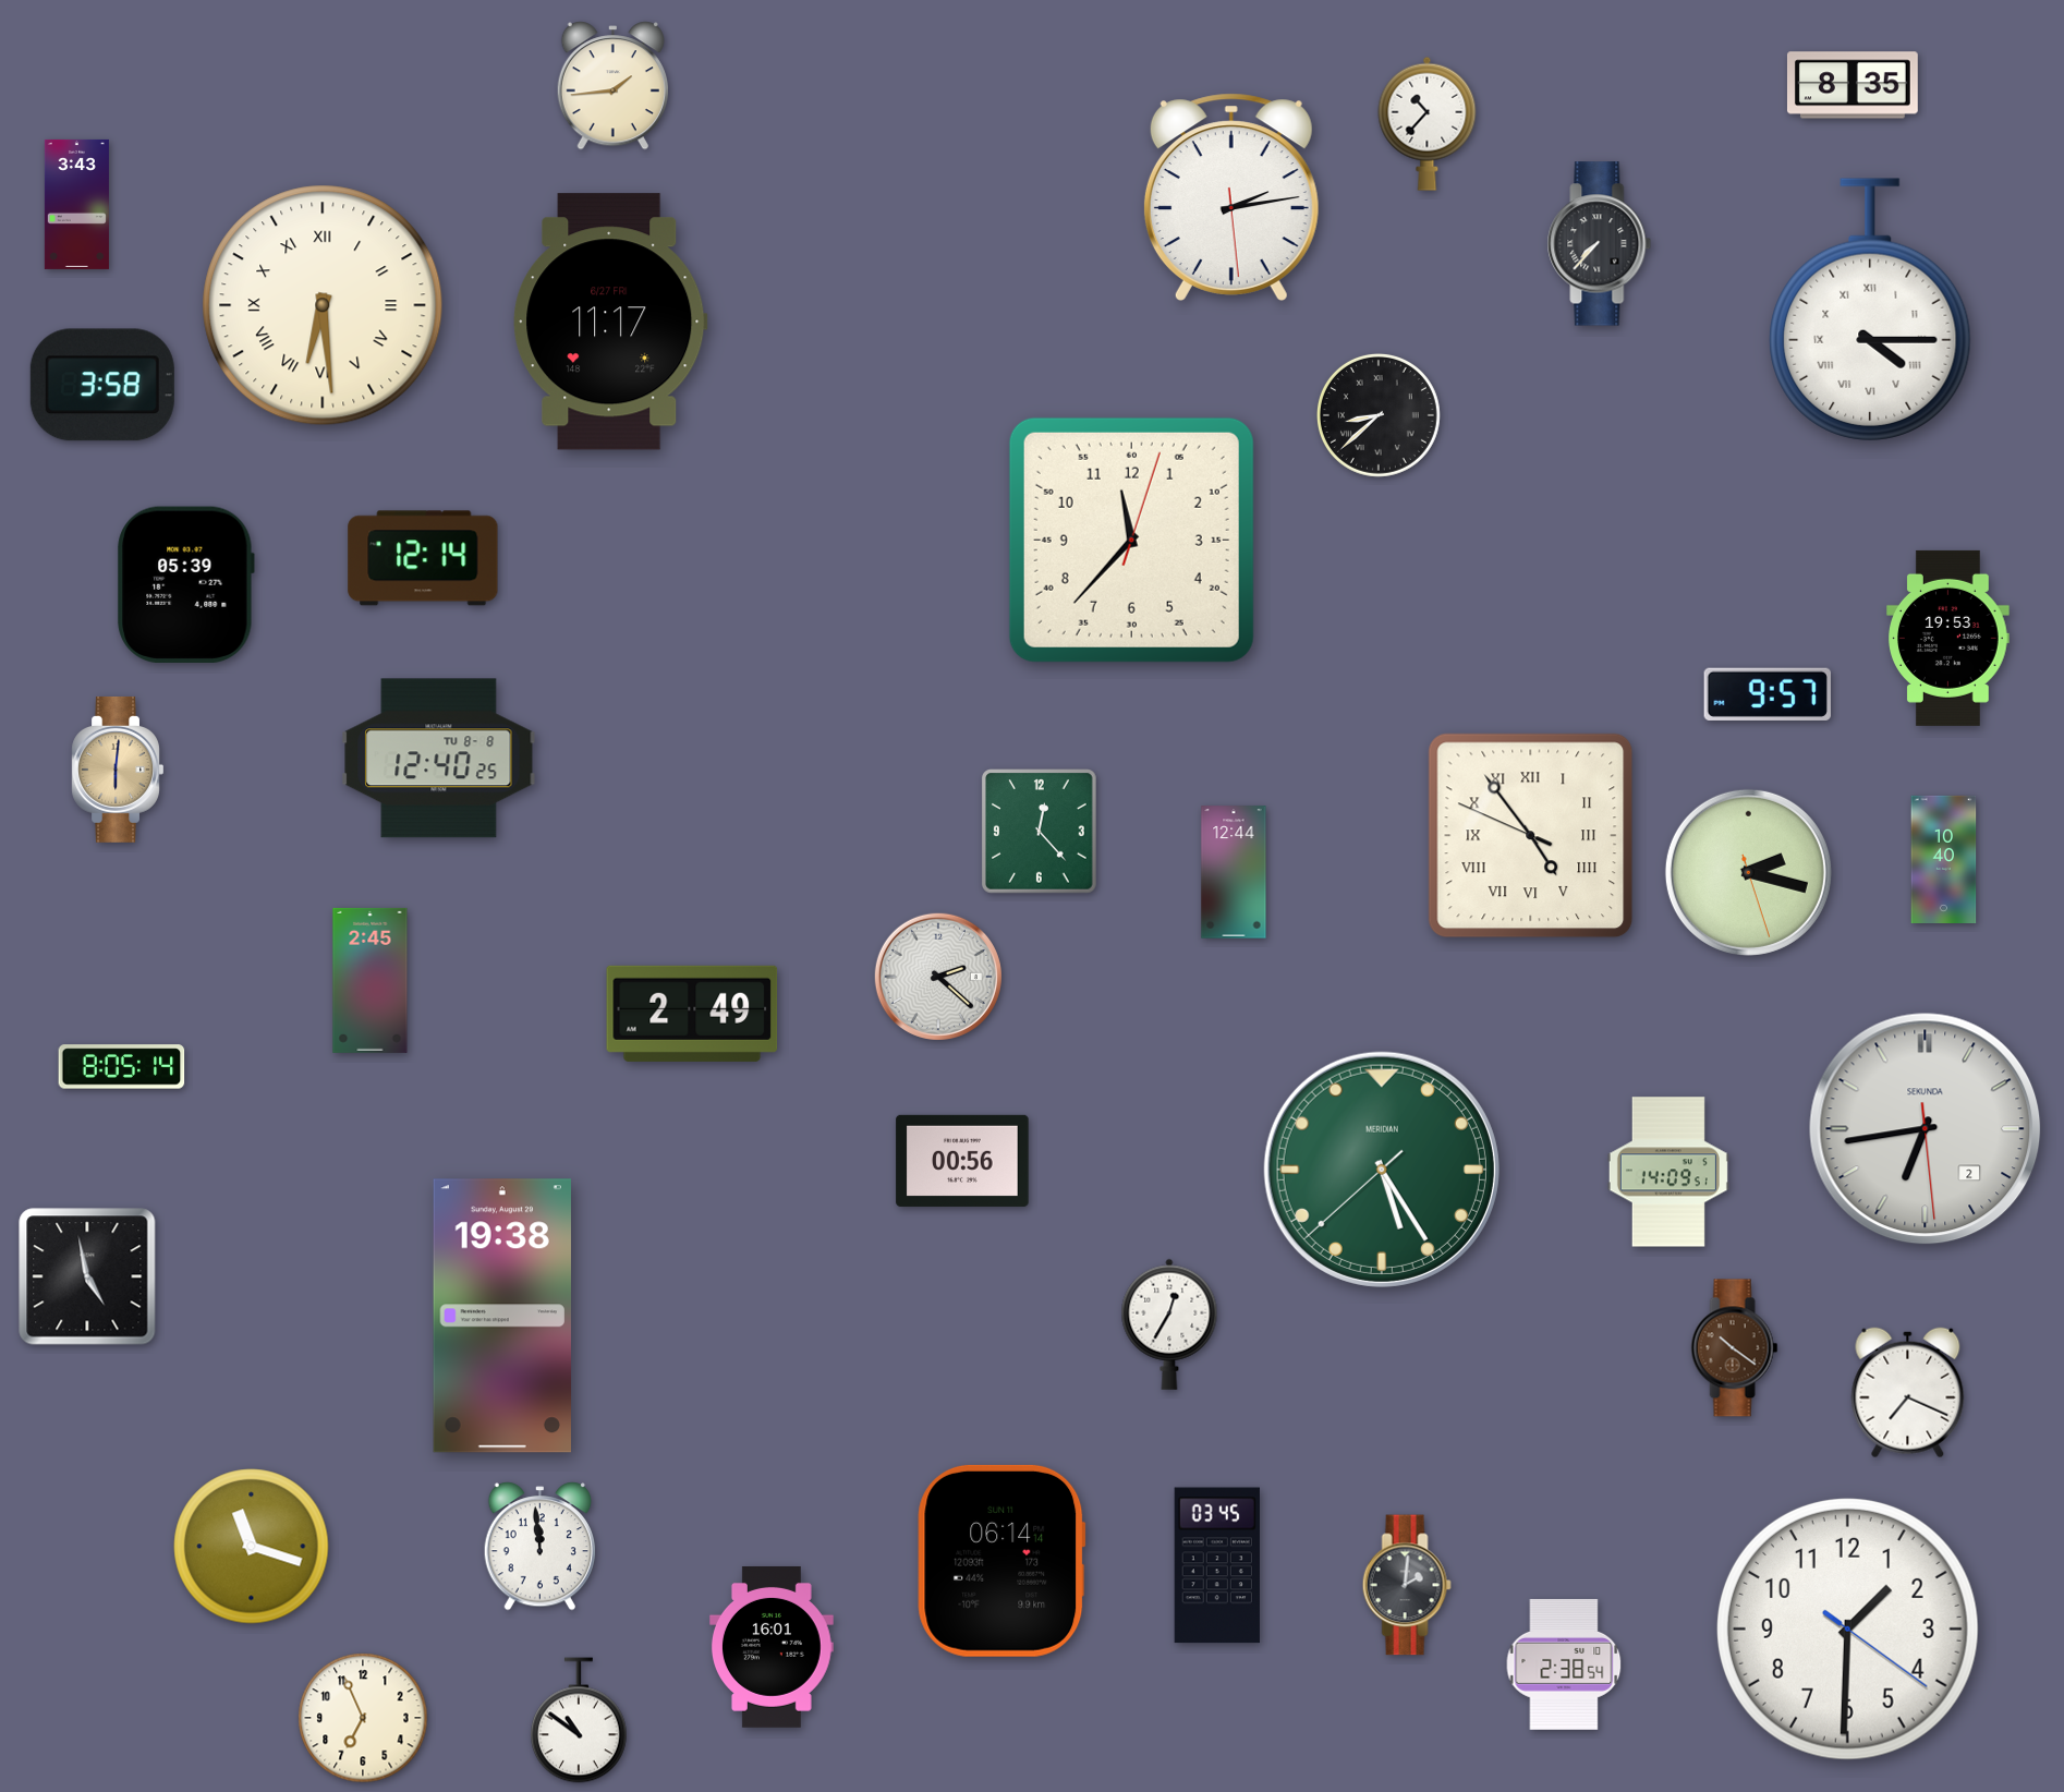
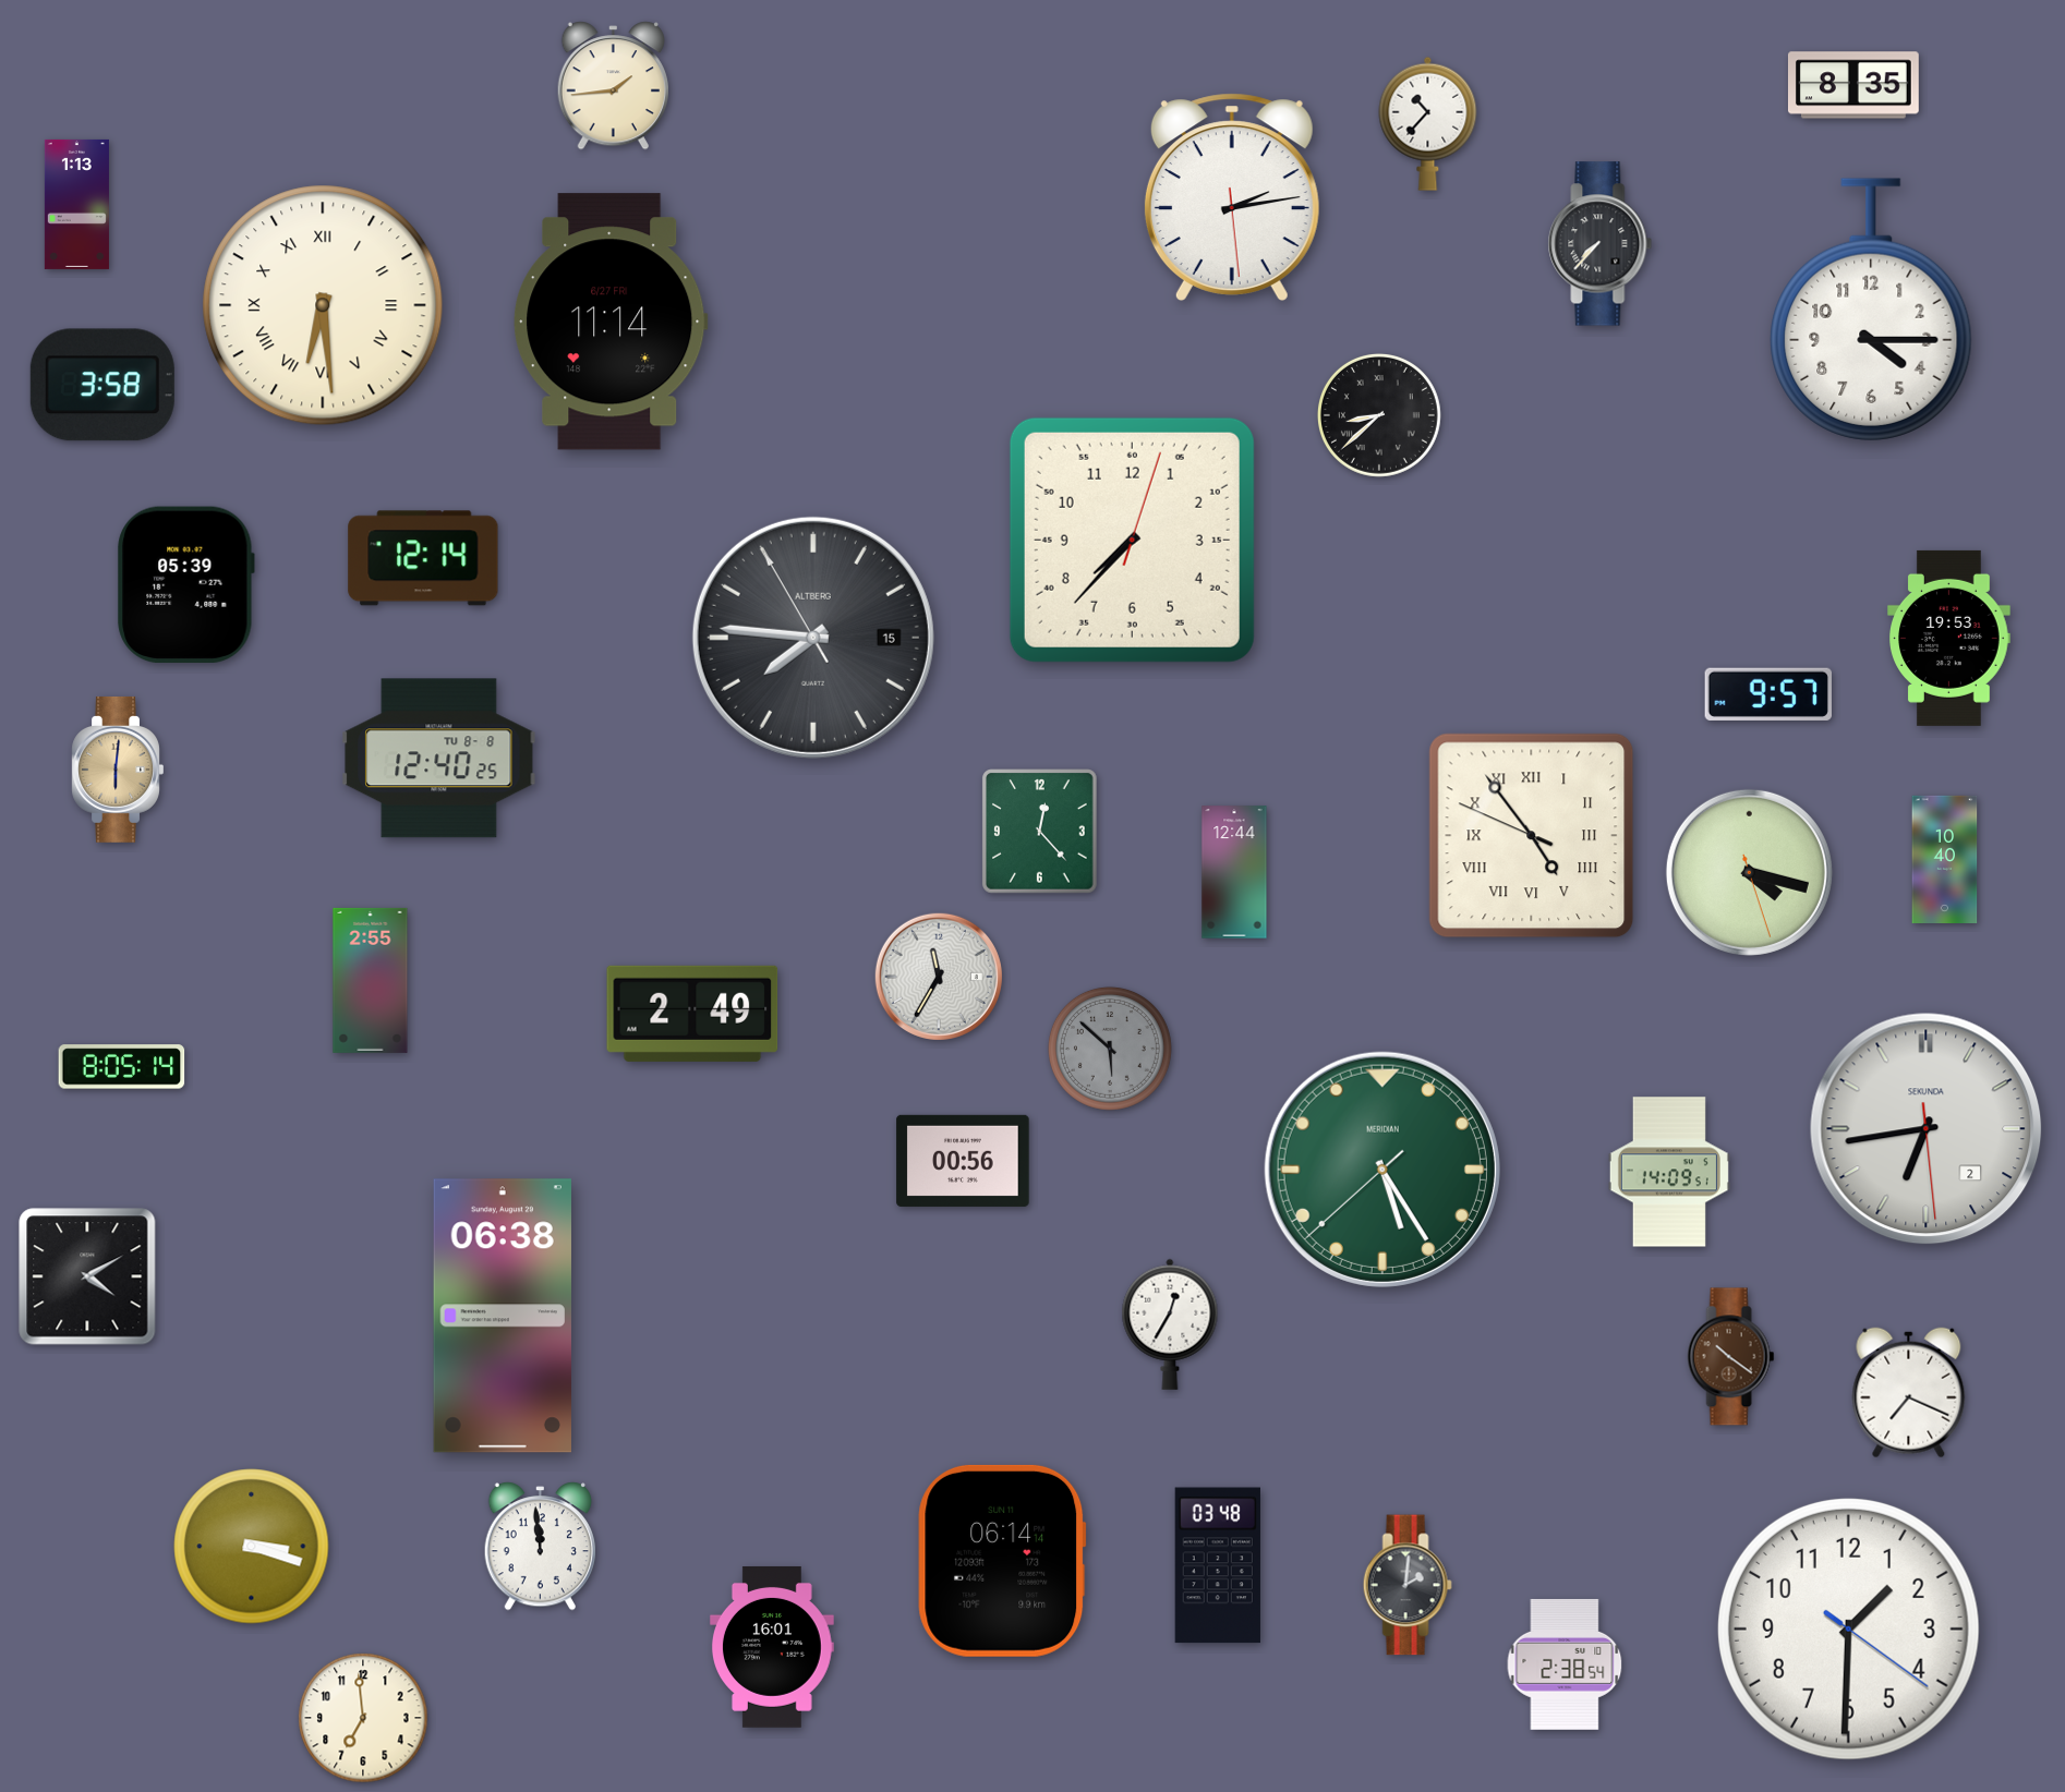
clock at (76, 204): 3:43 -> 1:13
clock at (1870, 310) numerals: Roman -> Arabic
clock at (610, 322): 11:17 -> 11:14
clock at (1131, 540): 11:37 -> 7:37
clock at (813, 638): none -> 7:45
clock at (1748, 872): 2:17 -> 4:17
clock at (938, 977): 2:22 -> 11:35
clock at (371, 980): 2:45 -> 2:55
clock at (1110, 1049): none -> 5:52
clock at (87, 1276): 4:58 -> 4:10
clock at (502, 1316): 19:38 -> 06:38
clock at (1735, 1348) position: (1735, 1348) -> (1731, 1357)
clock at (252, 1547): 11:18 -> 3:18
clock at (1217, 1565): 03:45 -> 03:48
clock at (363, 1718): 6:56 -> 6:59
clock at (580, 1720): 10:51 -> none
